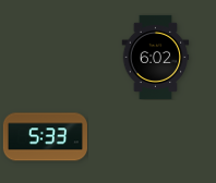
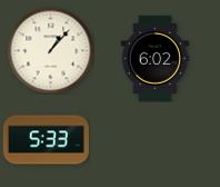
clock at (50, 50): none -> 1:07
clock at (156, 57) position: (156, 57) -> (156, 58)
